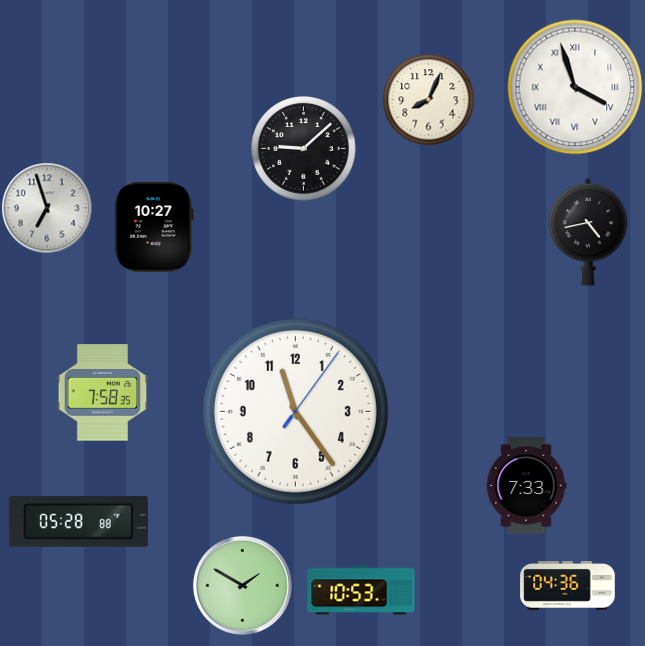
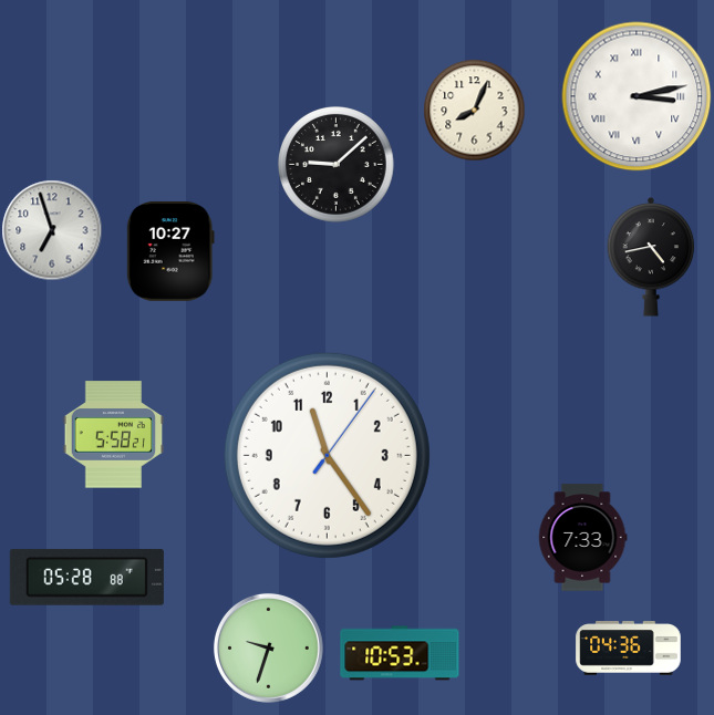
clock at (575, 87): 3:57 -> 3:13
clock at (103, 393): 7:58 -> 5:58
clock at (242, 585): 1:50 -> 9:33
